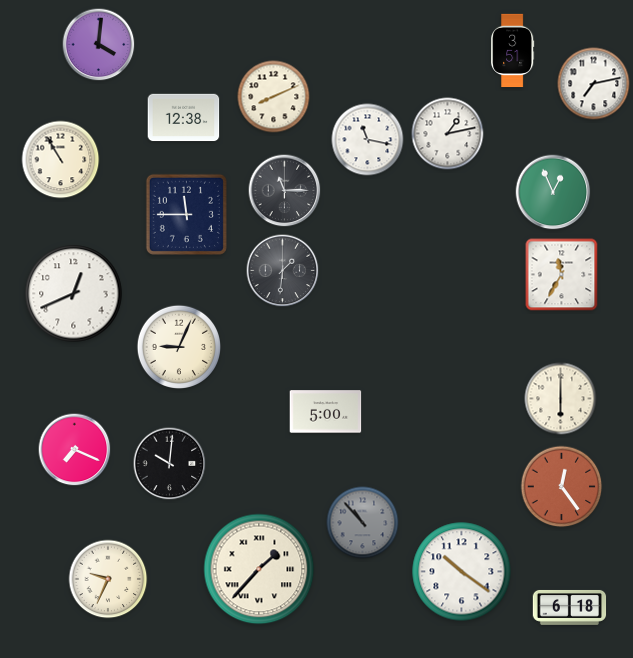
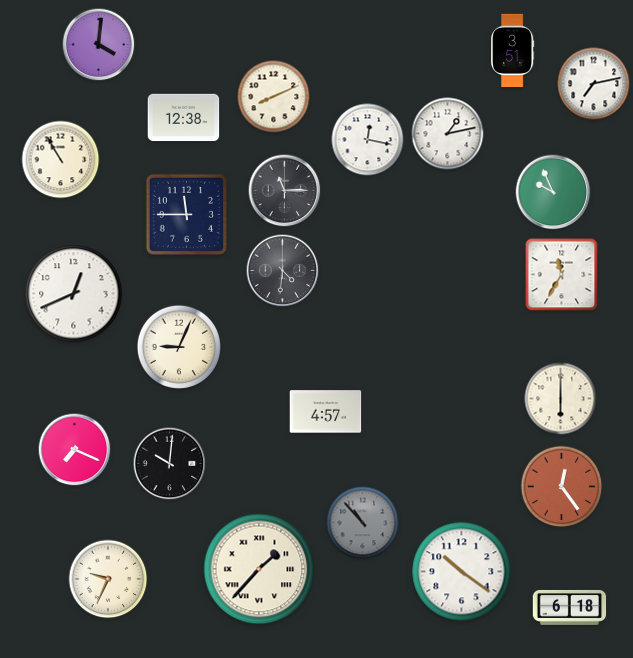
clock at (368, 140): 11:17 -> 12:17
clock at (553, 192): 12:56 -> 9:56
clock at (283, 271): 1:31 -> 4:31
clock at (326, 412): 5:00 -> 4:57
